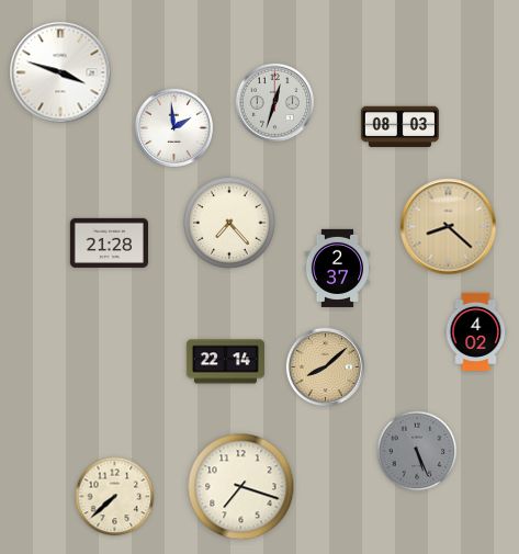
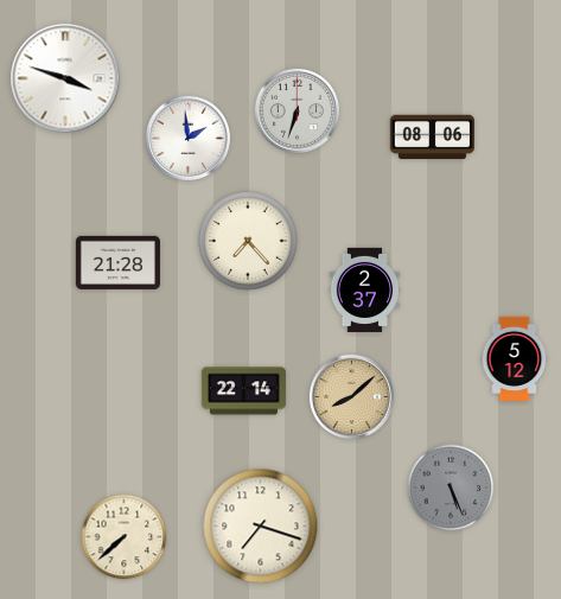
clock at (274, 102): 12:33 -> 6:33
clock at (399, 127): 08:03 -> 08:06
clock at (449, 227): 8:22 -> none
clock at (476, 331): 4:02 -> 5:12
